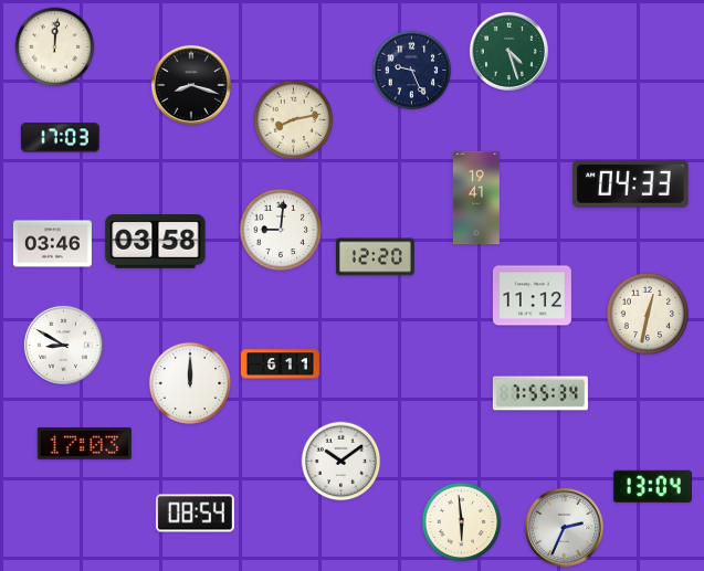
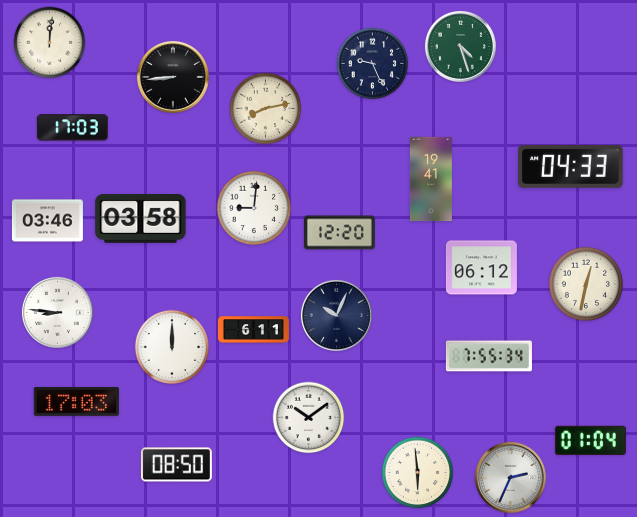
clock at (191, 85): 8:18 -> 8:44
clock at (60, 138) position: (60, 138) -> (72, 128)
clock at (532, 296): 11:12 -> 06:12
clock at (63, 345): 8:50 -> 8:46
clock at (336, 315): none -> 10:04
clock at (652, 486): 13:04 -> 01:04
clock at (195, 514): 08:54 -> 08:50
